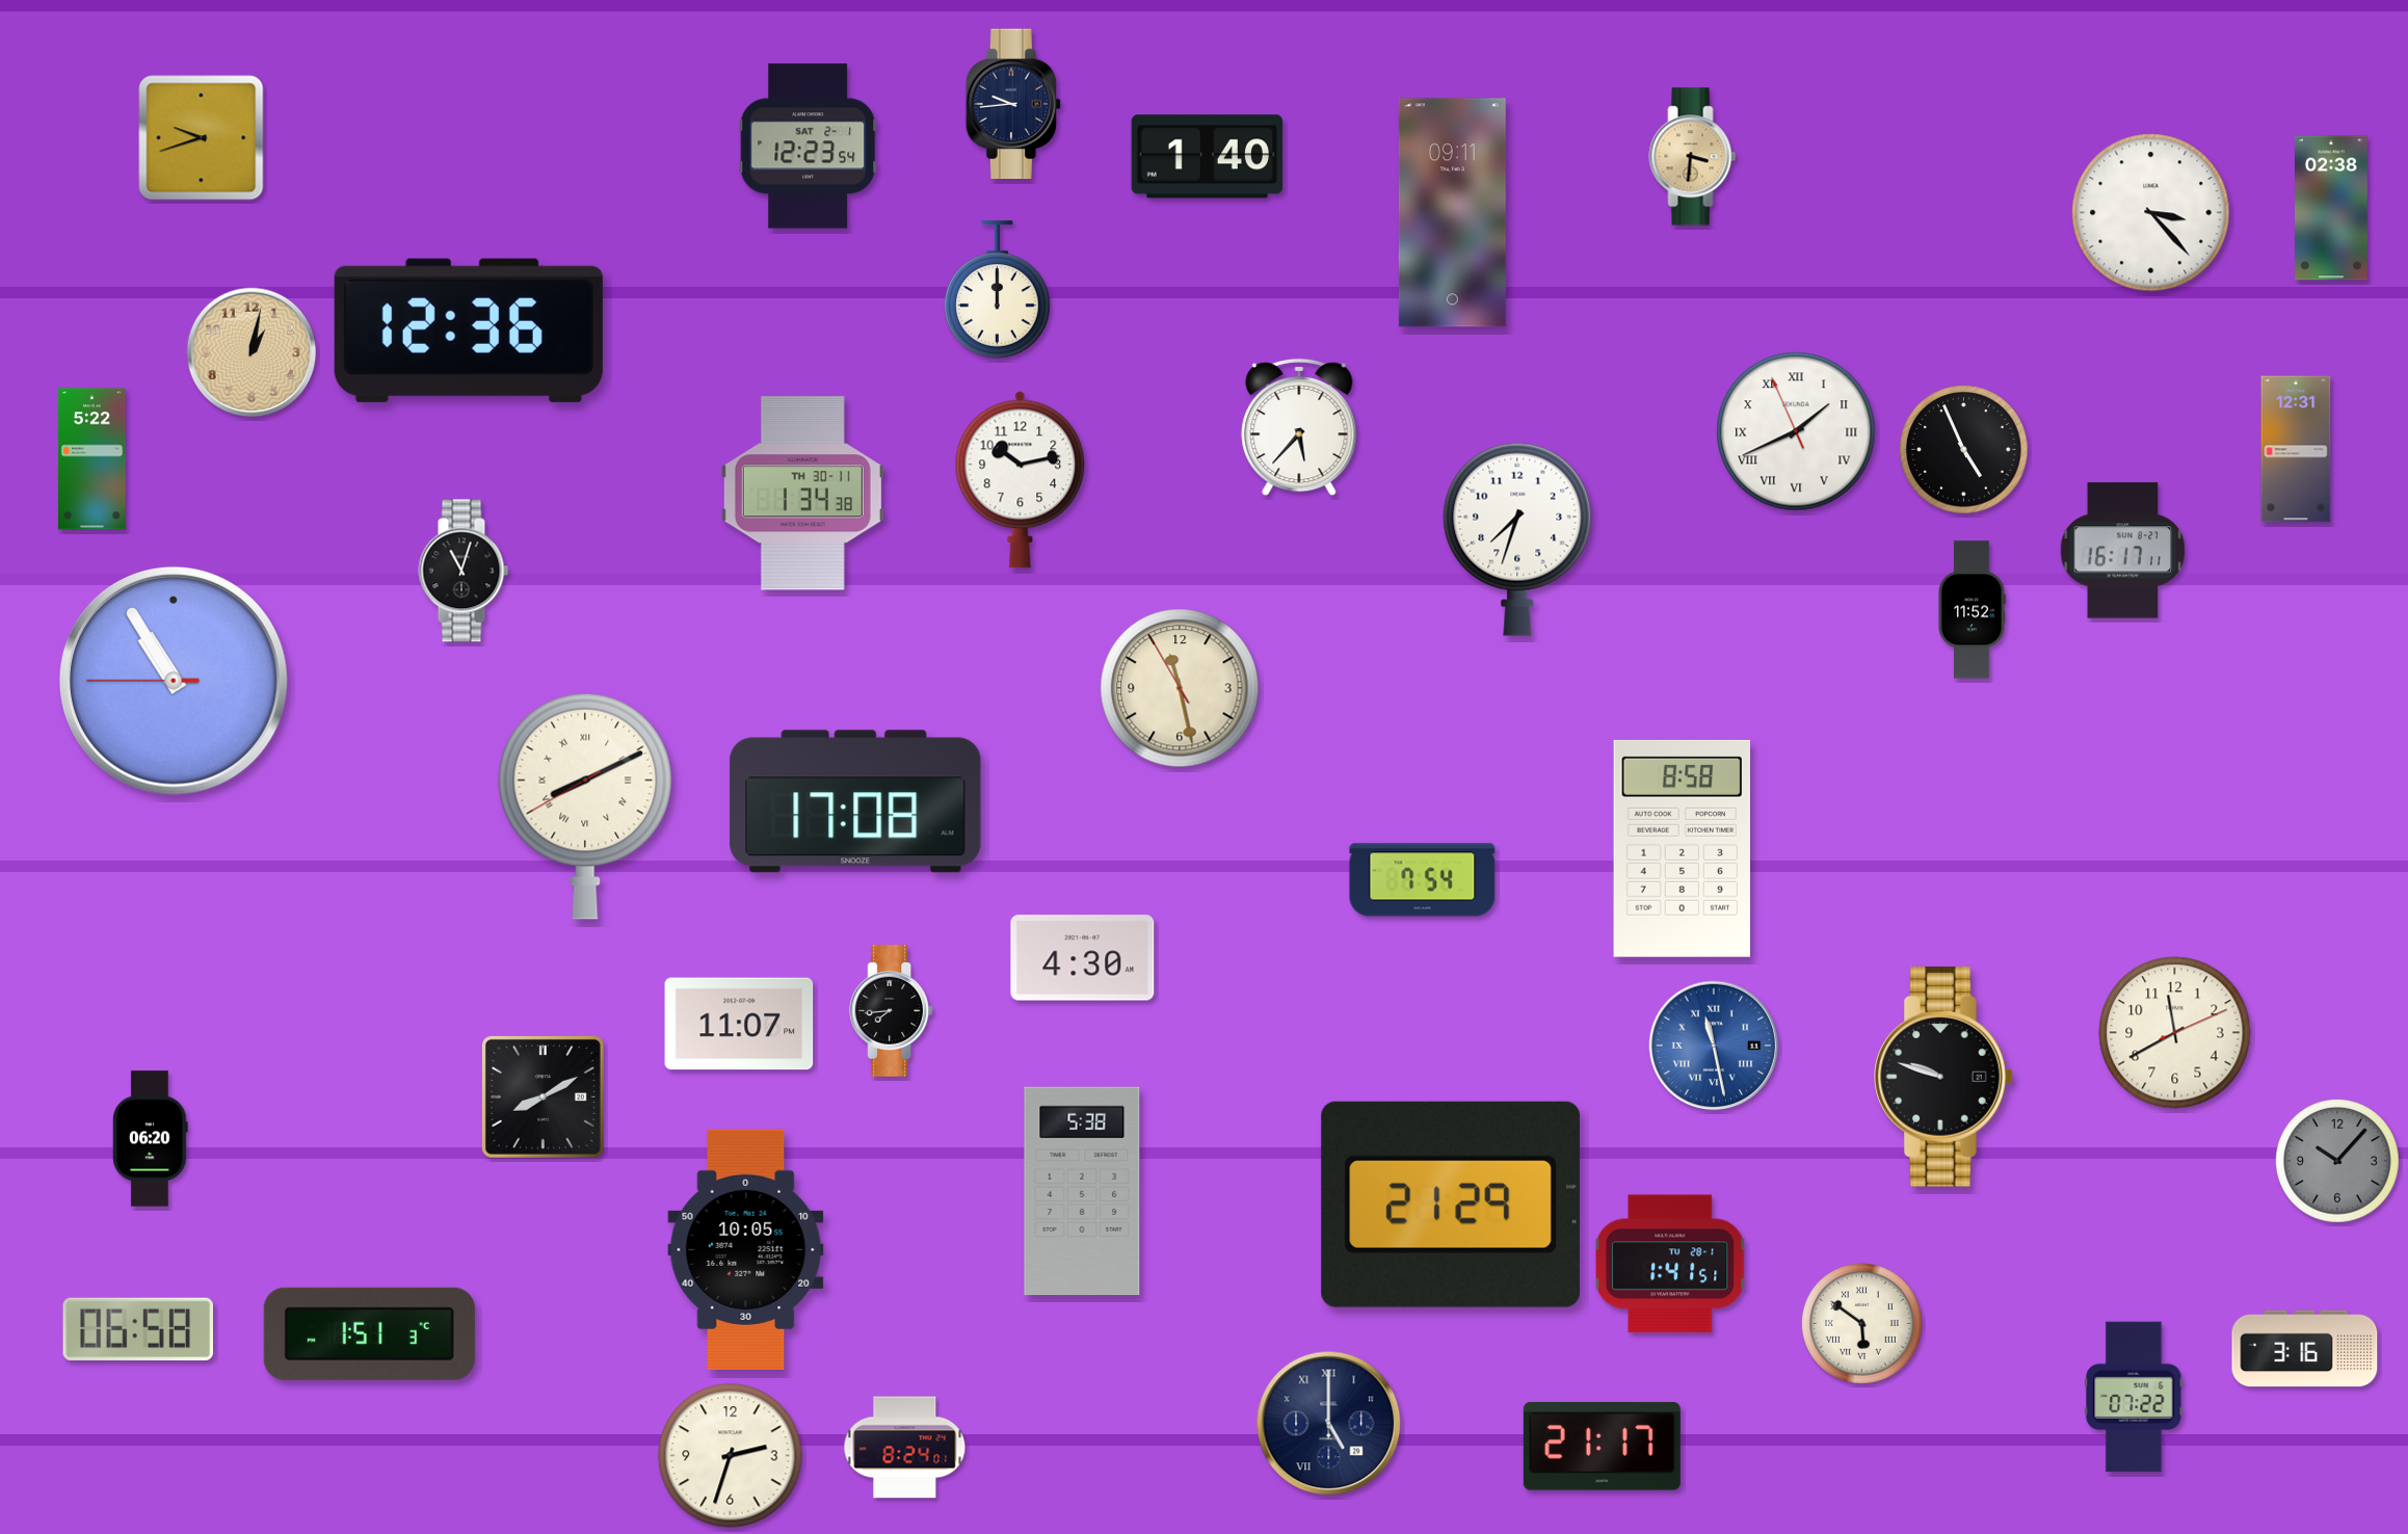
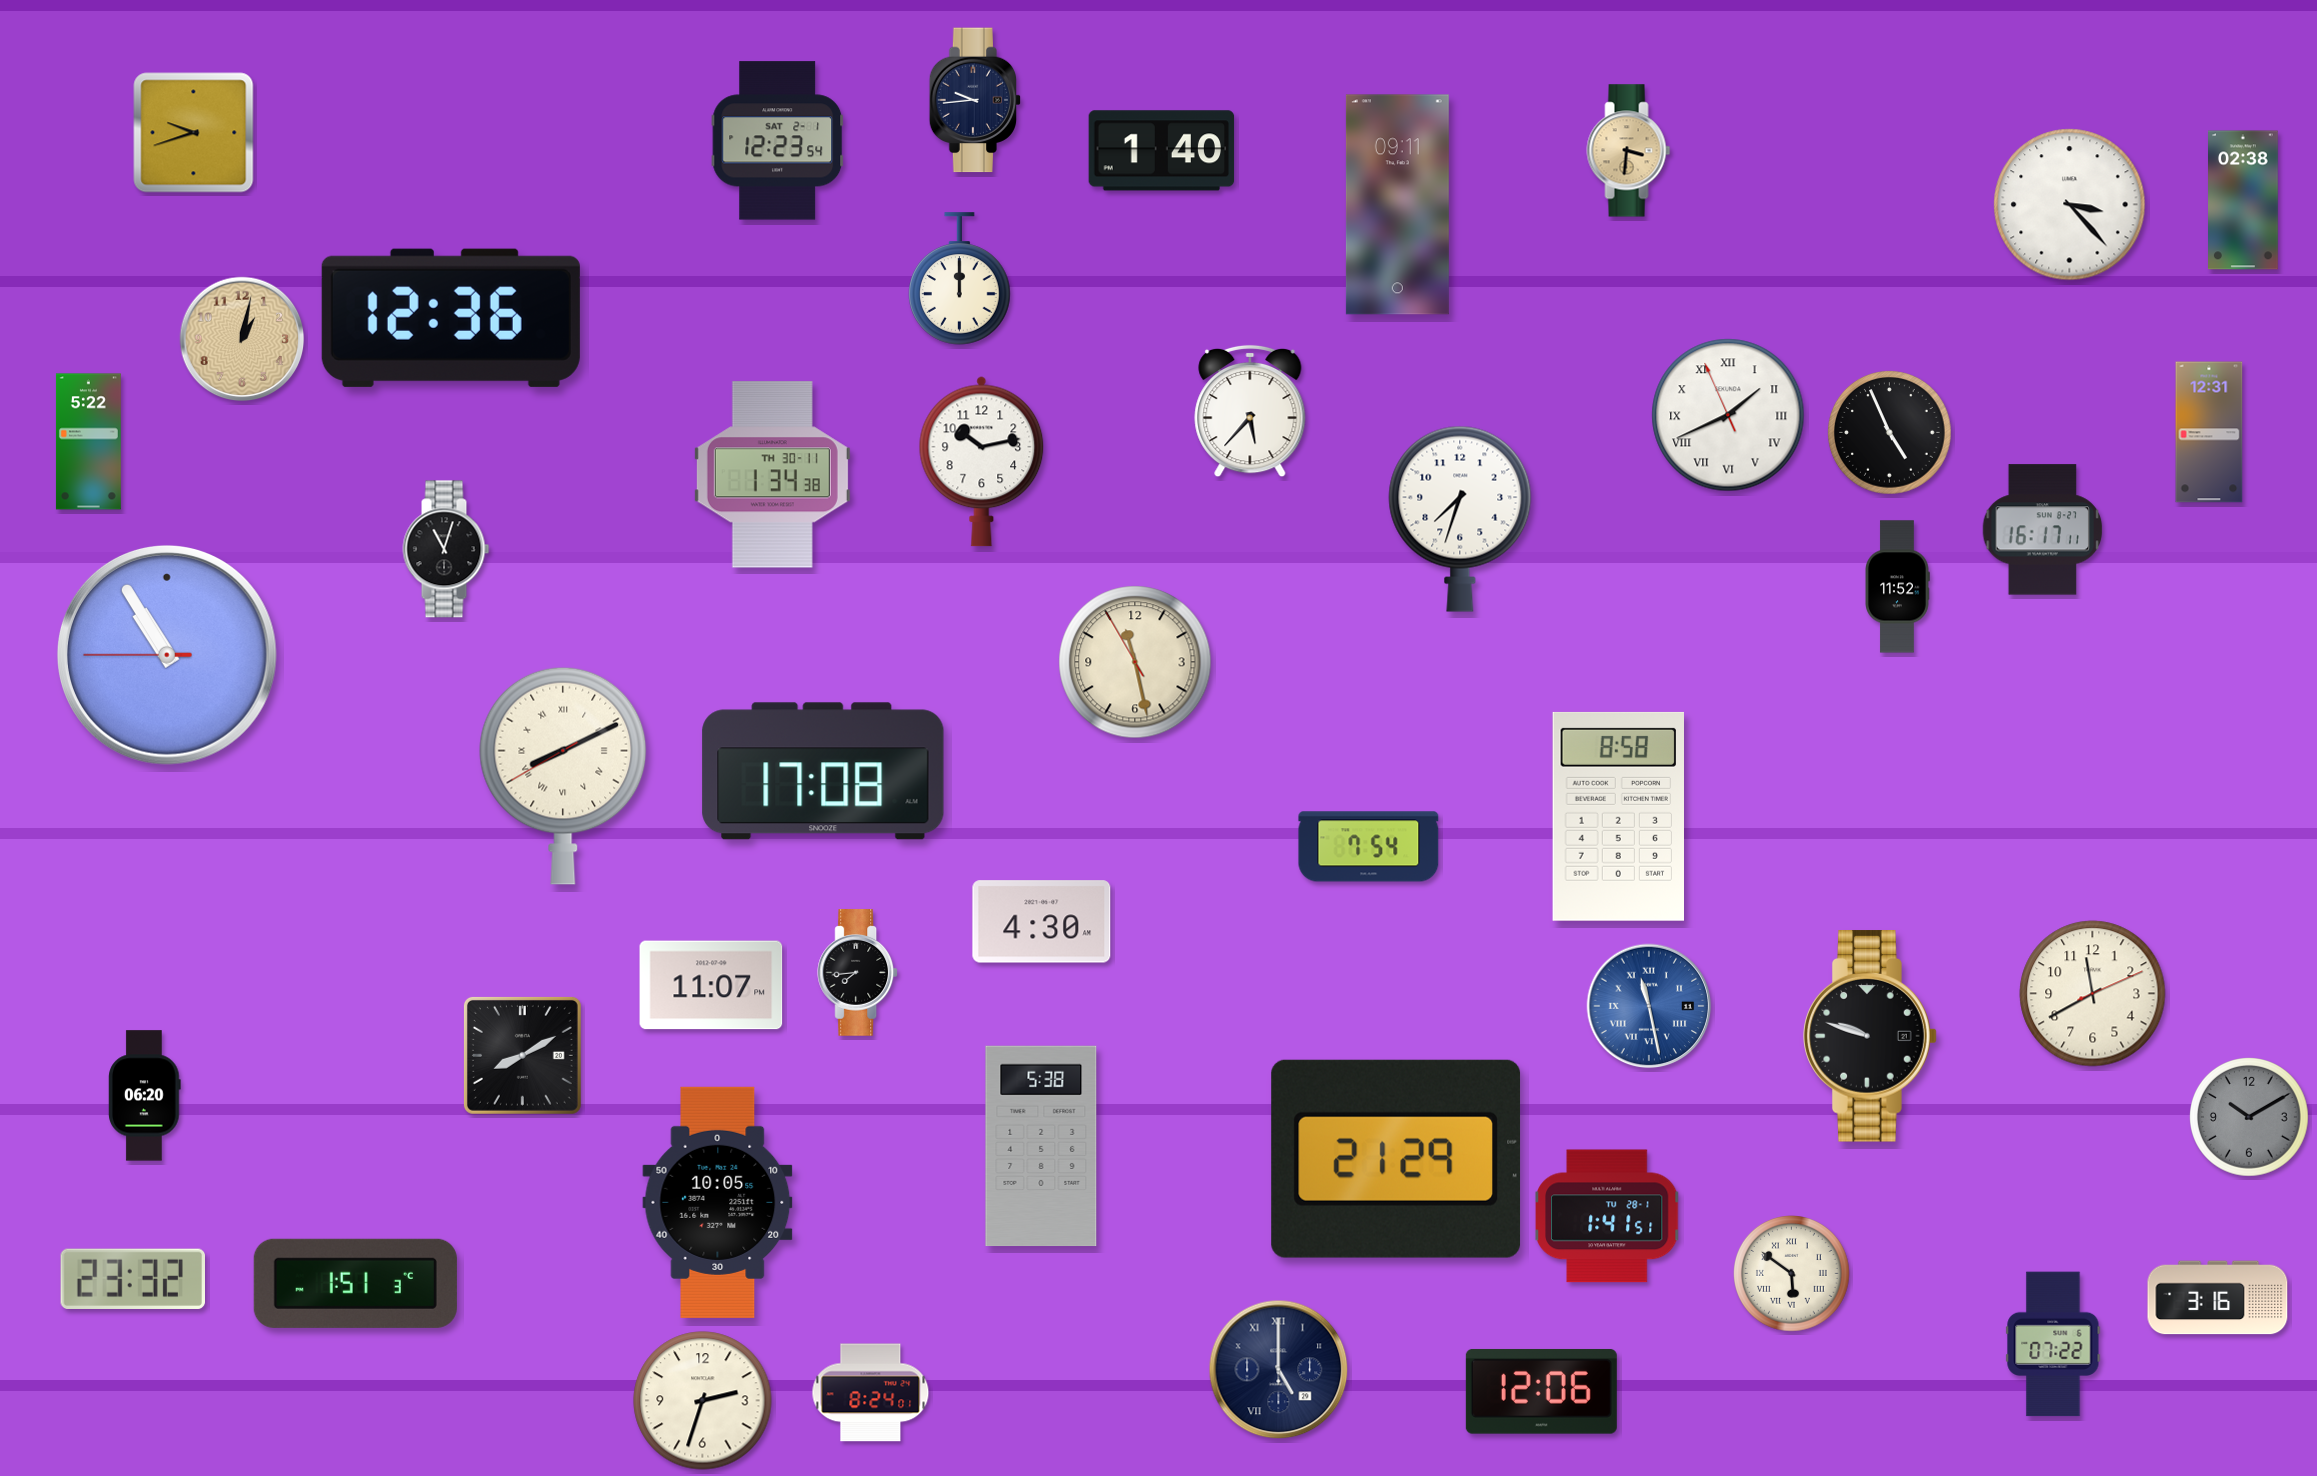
clock at (2337, 1161): 10:07 -> 10:10
clock at (137, 1329): 06:58 -> 23:32
clock at (1602, 1447): 21:17 -> 12:06
